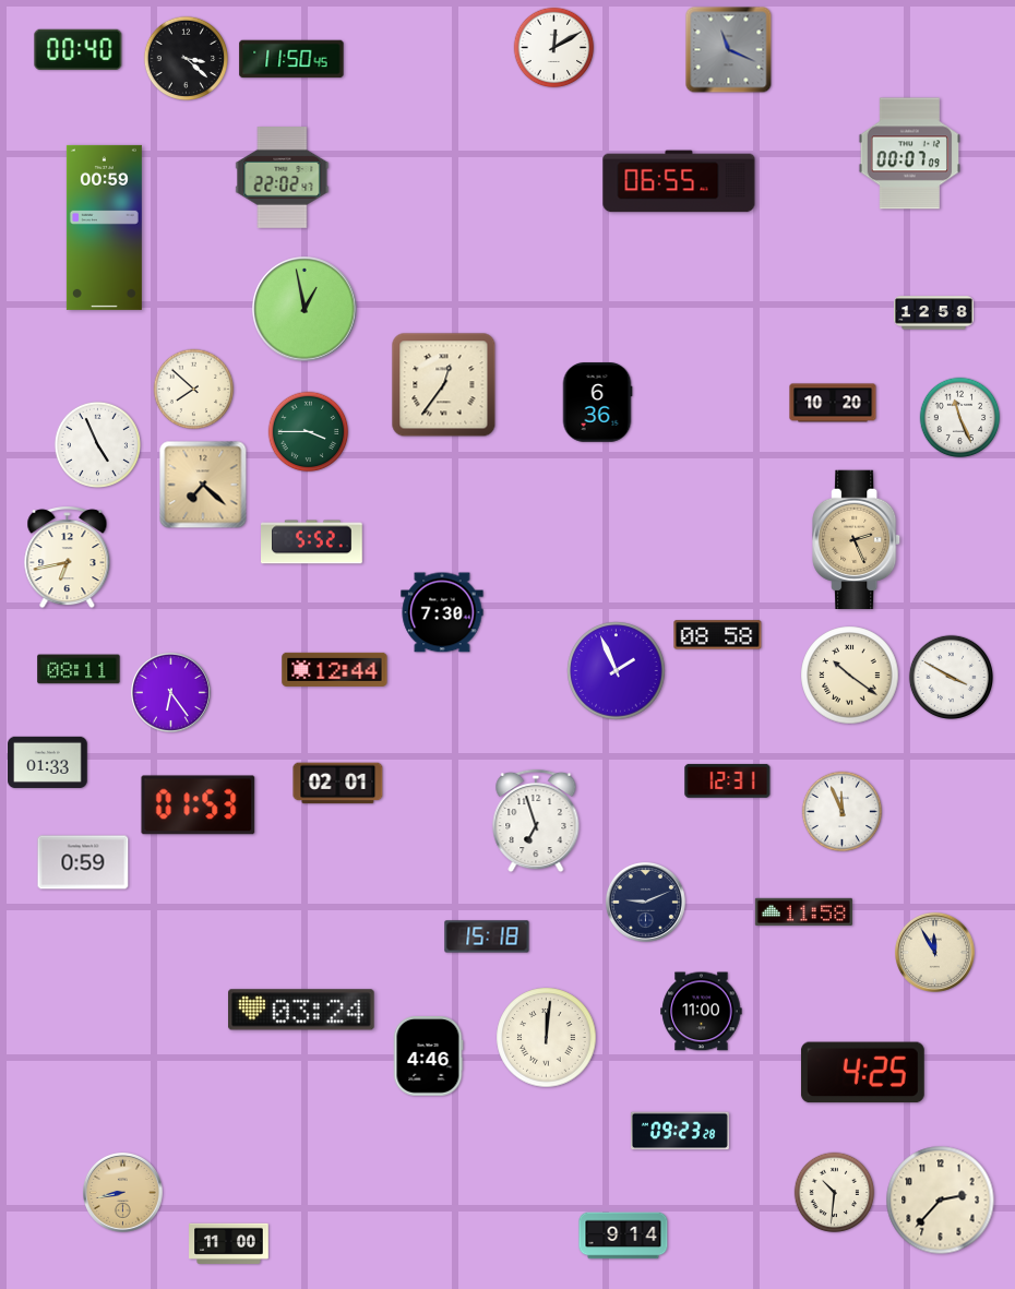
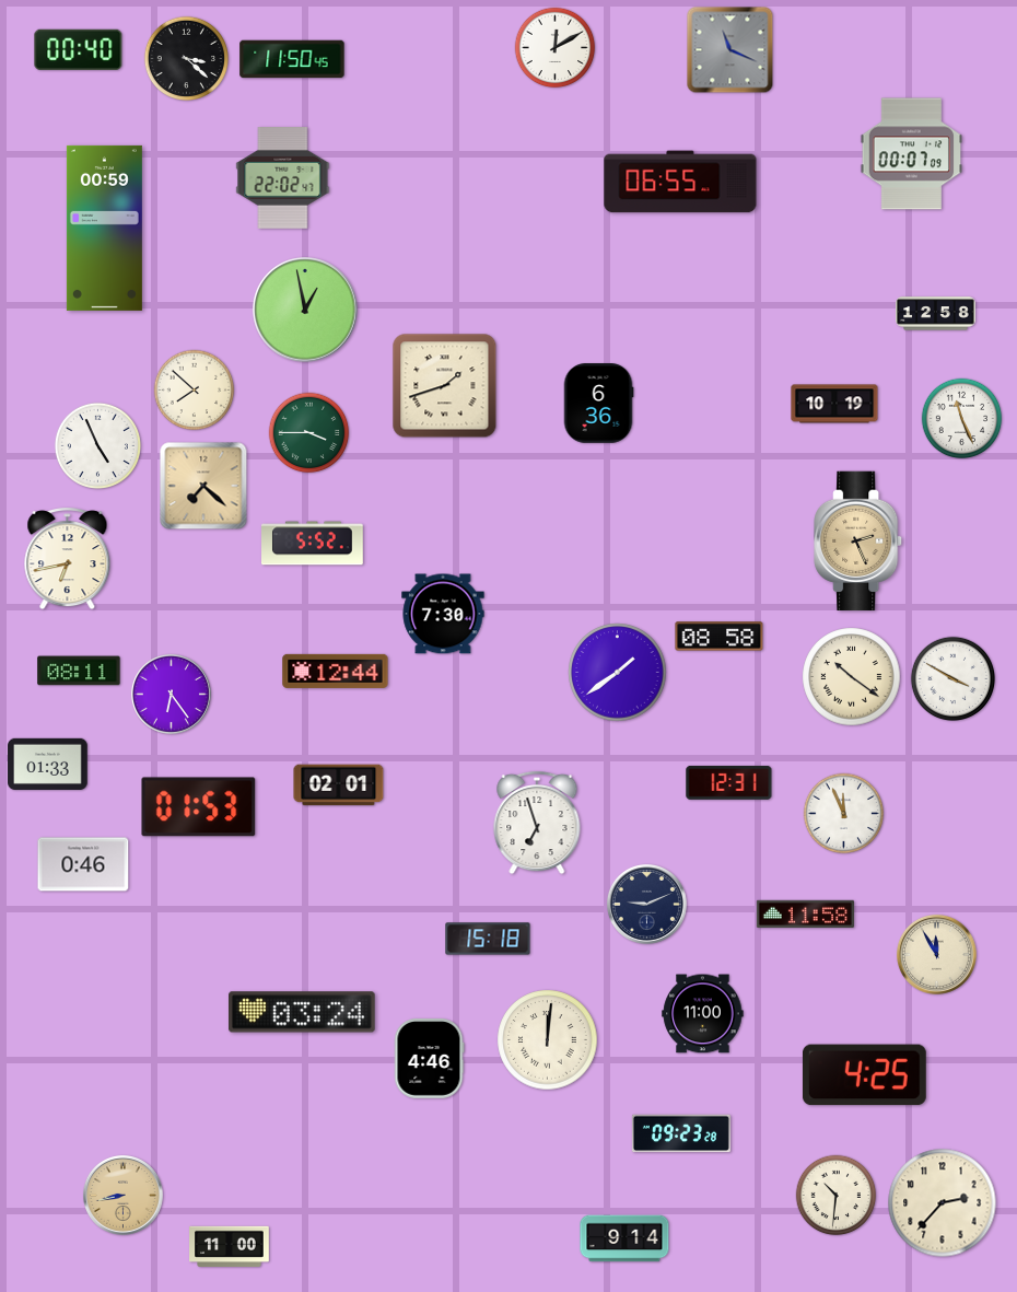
clock at (444, 385): 12:36 -> 1:42
clock at (833, 403): 10:20 -> 10:19
clock at (617, 671): 1:56 -> 1:39
clock at (83, 862): 0:59 -> 0:46
